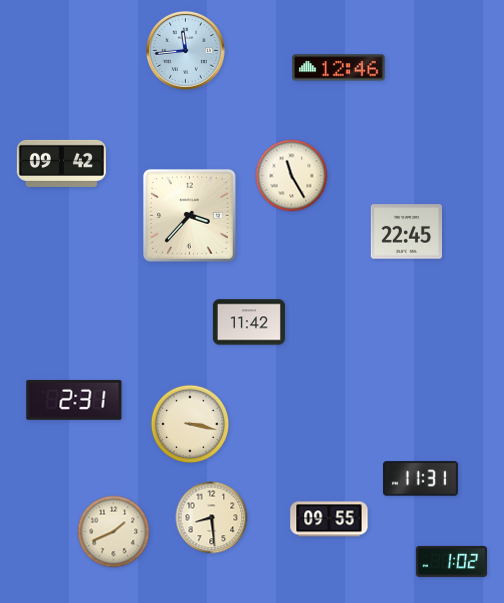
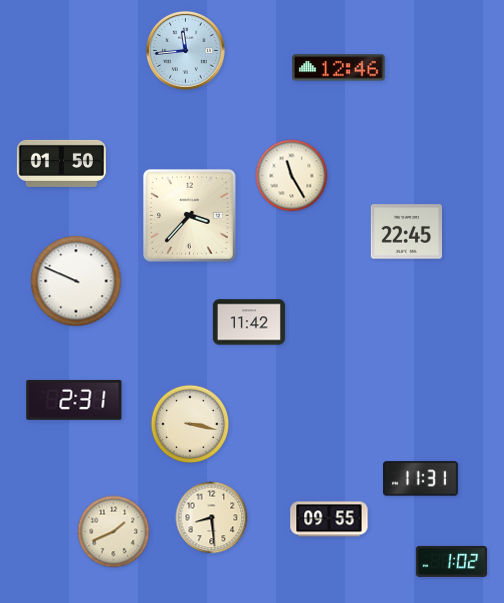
clock at (61, 163): 09:42 -> 01:50
clock at (76, 281): none -> 9:49
